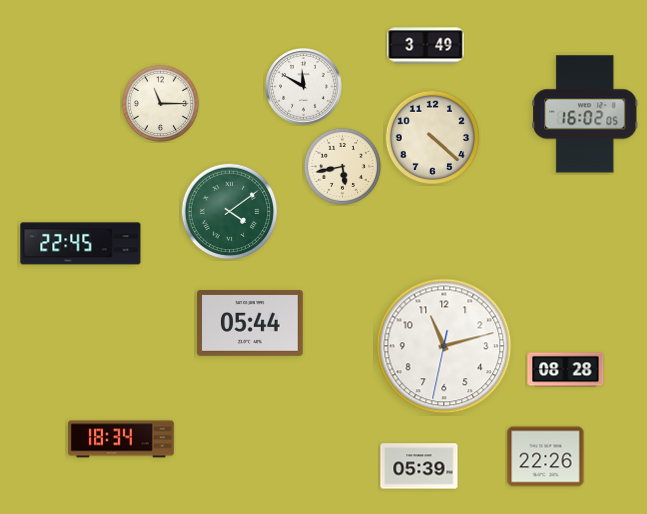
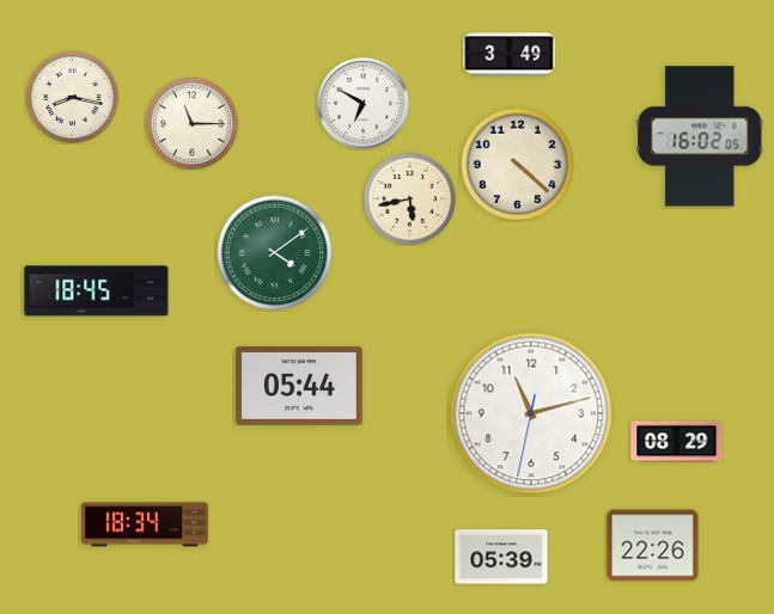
clock at (72, 97): none -> 8:17
clock at (304, 87): 11:50 -> 6:50
clock at (81, 244): 22:45 -> 18:45
clock at (566, 370): 08:28 -> 08:29
